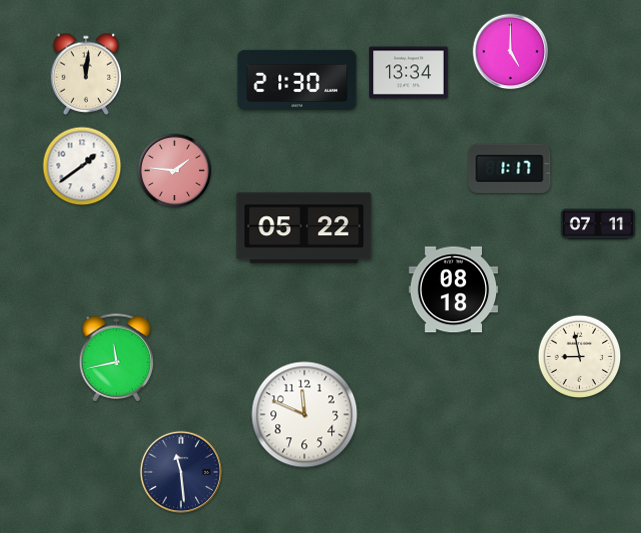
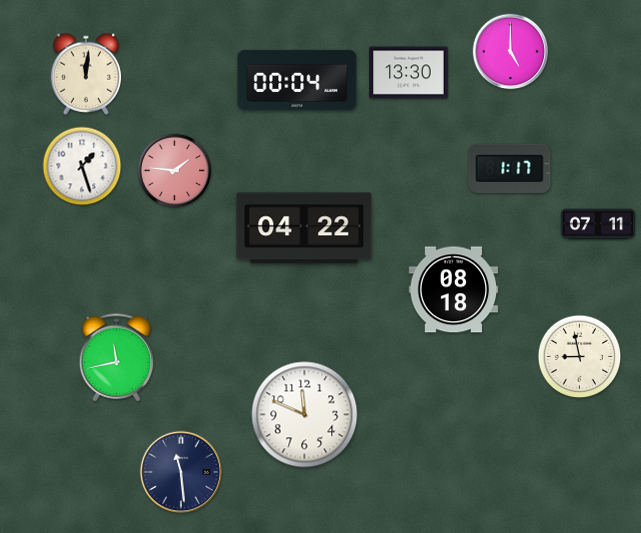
clock at (409, 73): 13:34 -> 13:30
clock at (297, 80): 21:30 -> 00:04
clock at (82, 166): 1:39 -> 1:27
clock at (304, 228): 05:22 -> 04:22
